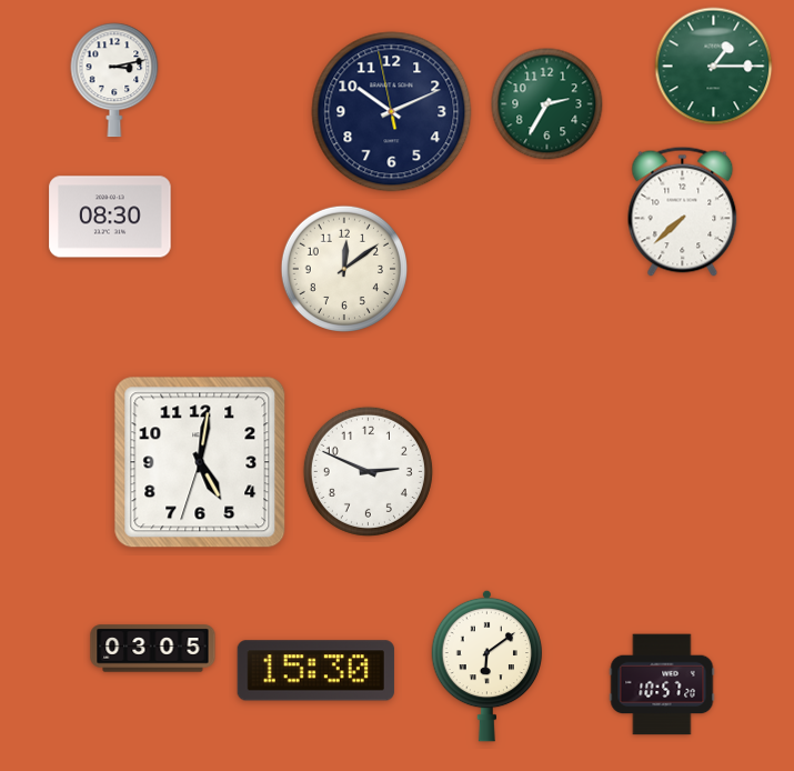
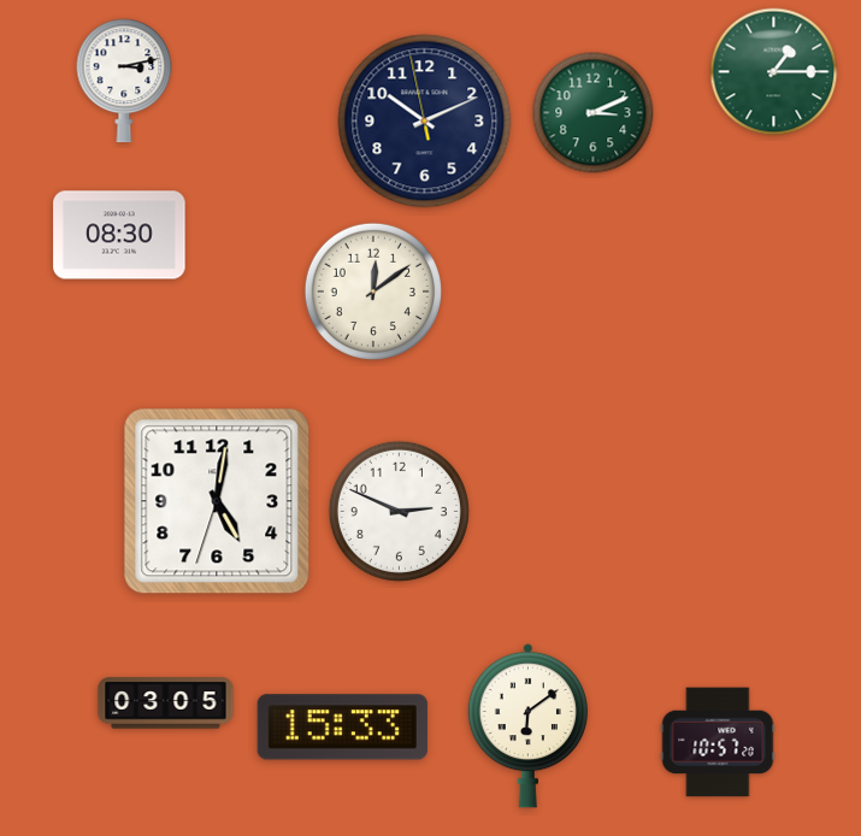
clock at (114, 80) position: (114, 80) -> (124, 81)
clock at (547, 104): 2:35 -> 3:11
clock at (683, 211): 7:38 -> none
clock at (488, 665) position: (488, 665) -> (529, 725)
clock at (315, 671): 15:30 -> 15:33
